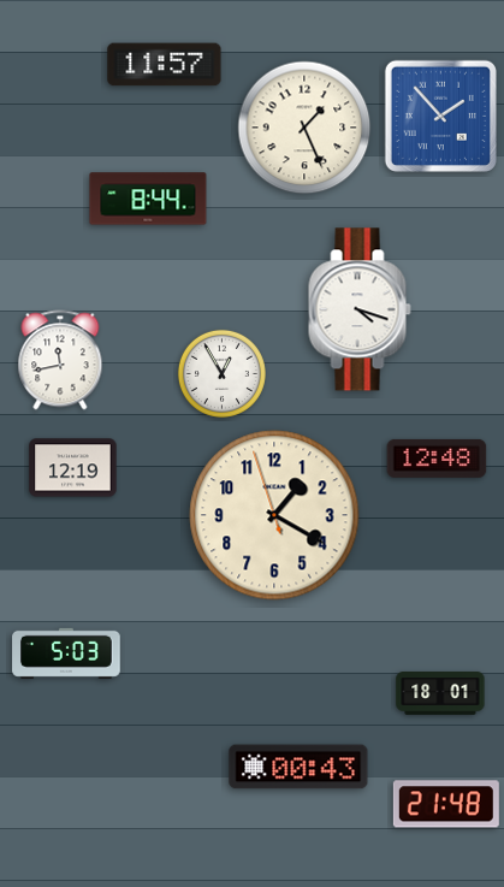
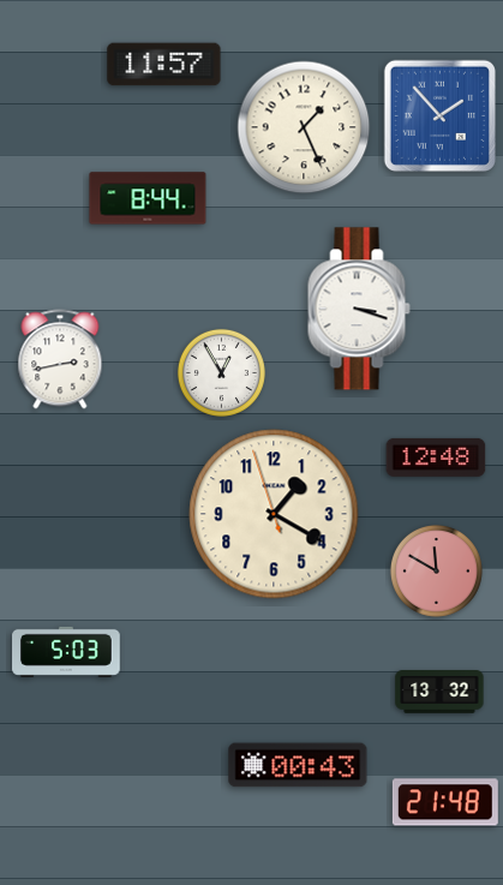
clock at (360, 309): 4:18 -> 3:18
clock at (60, 360): 11:43 -> 2:43
clock at (73, 468): 12:19 -> none
clock at (436, 570): none -> 11:50
clock at (440, 694): 18:01 -> 13:32
